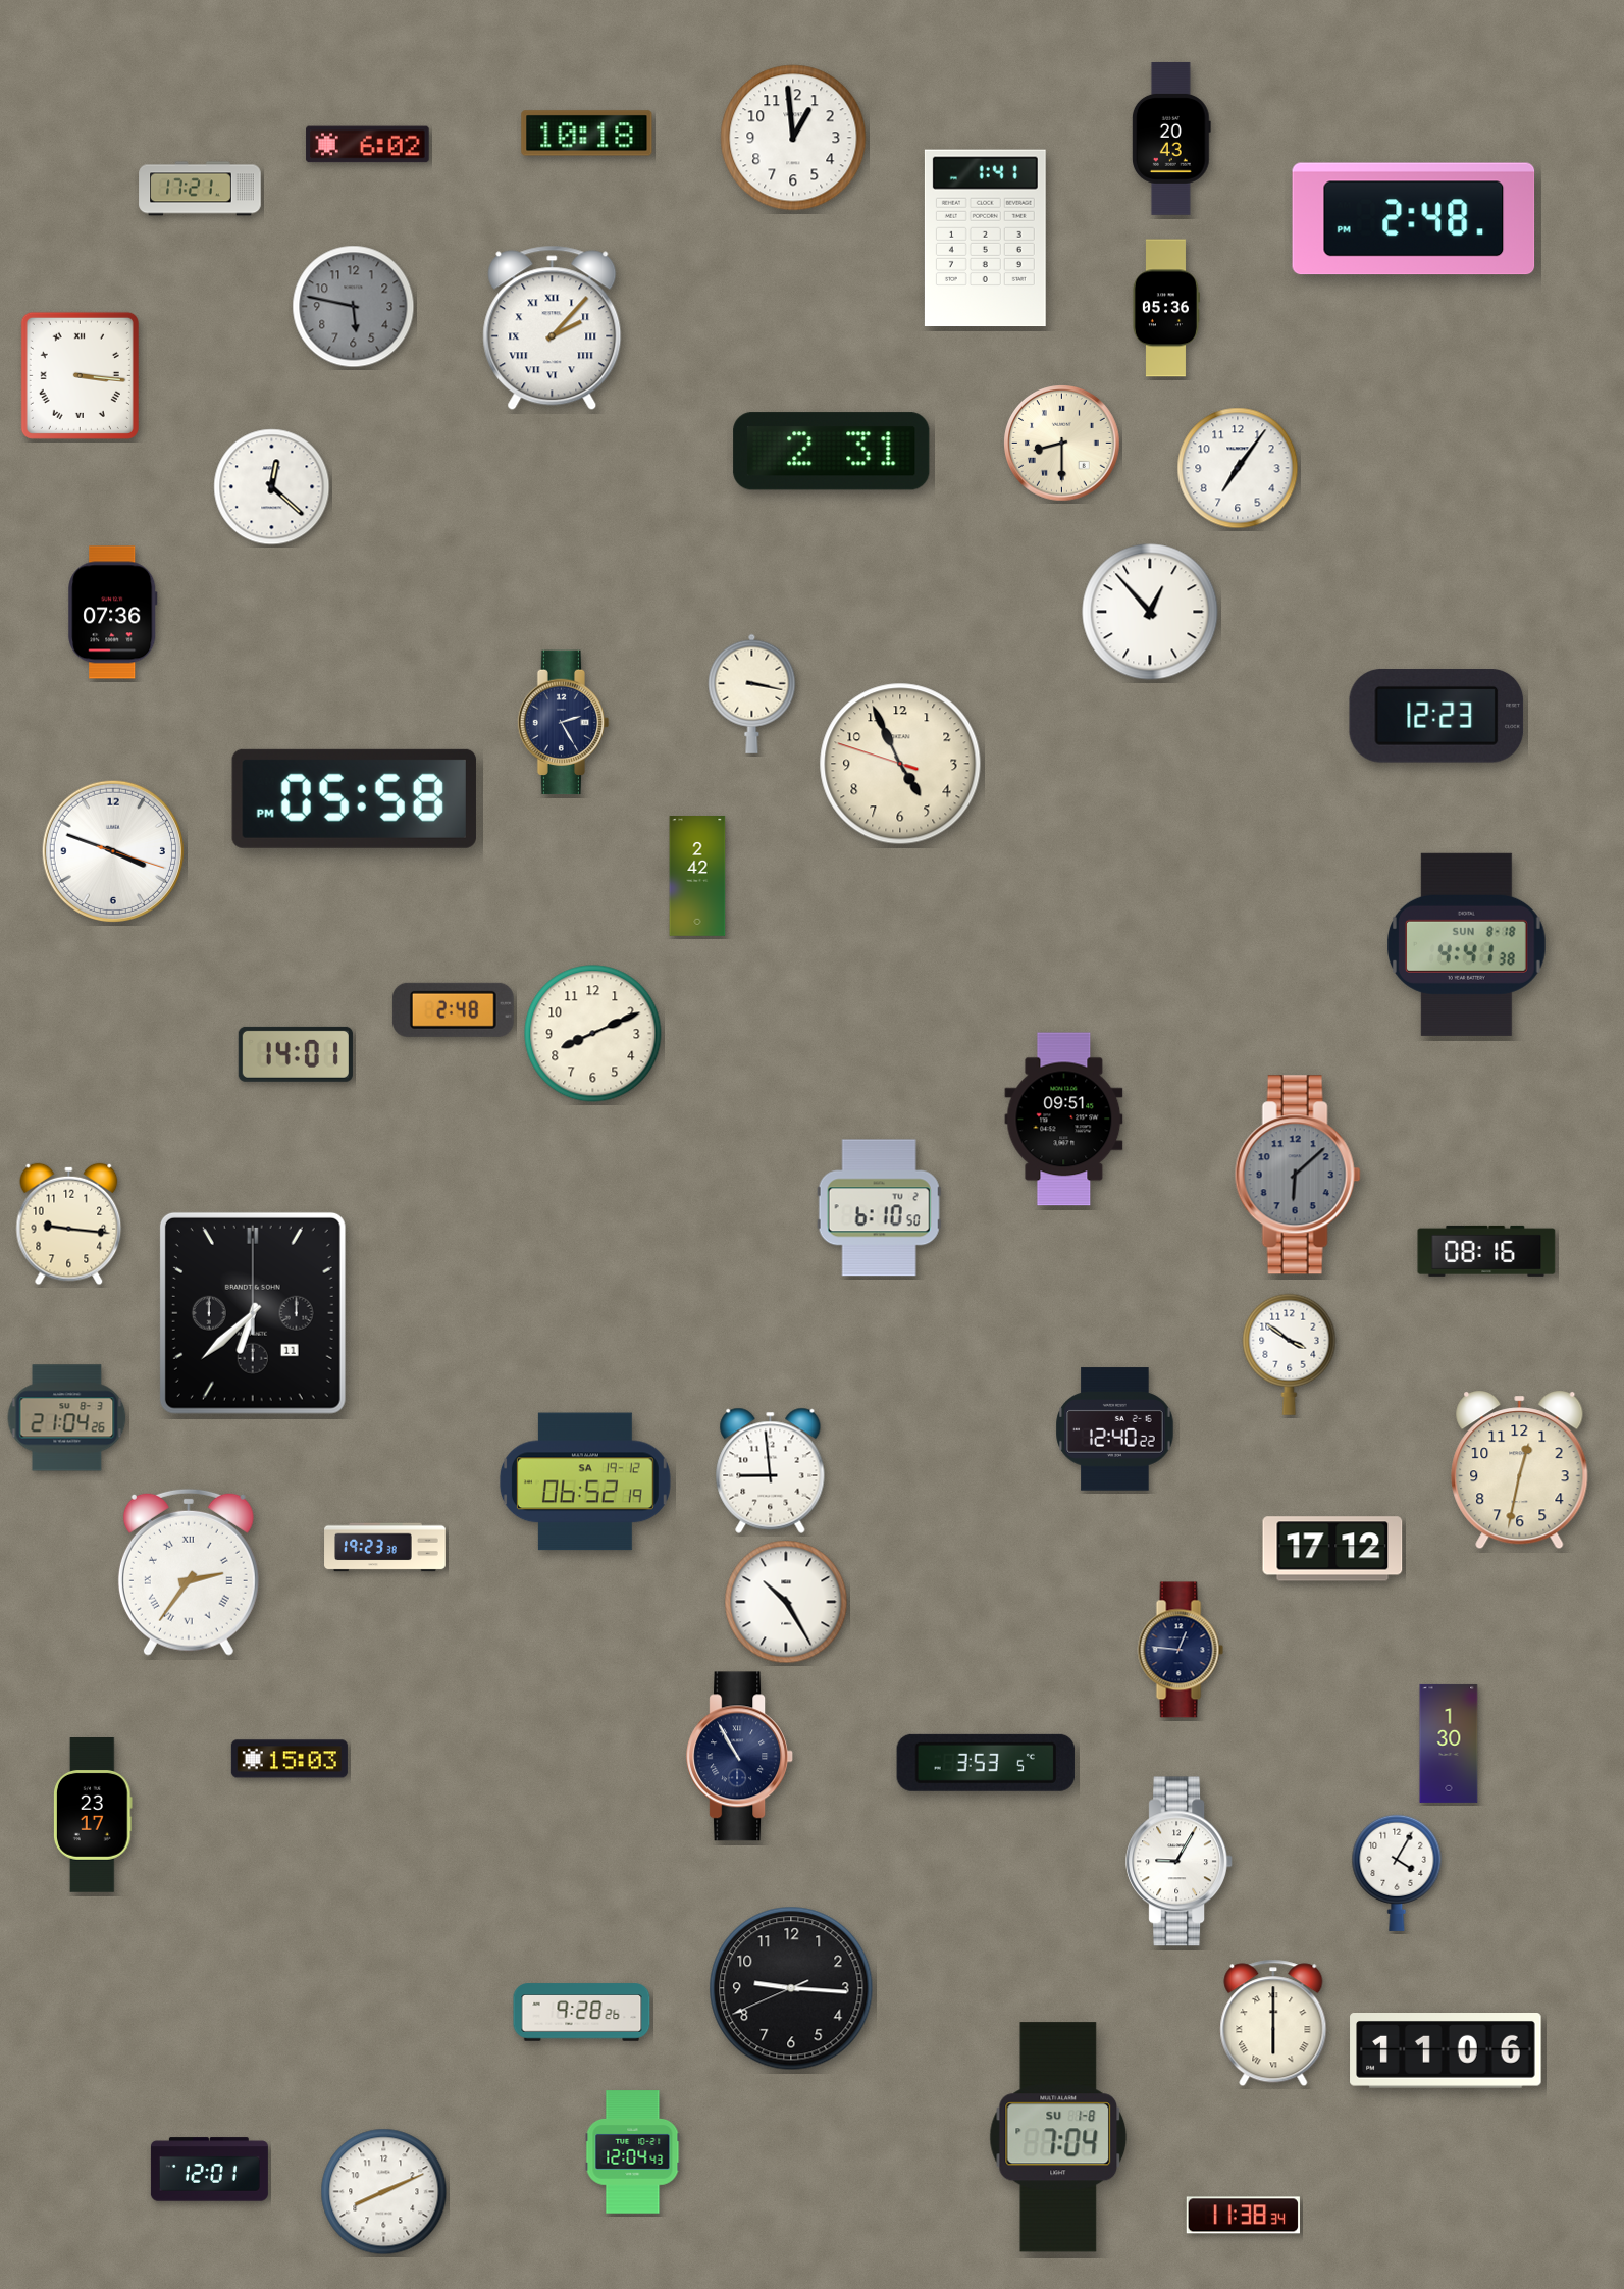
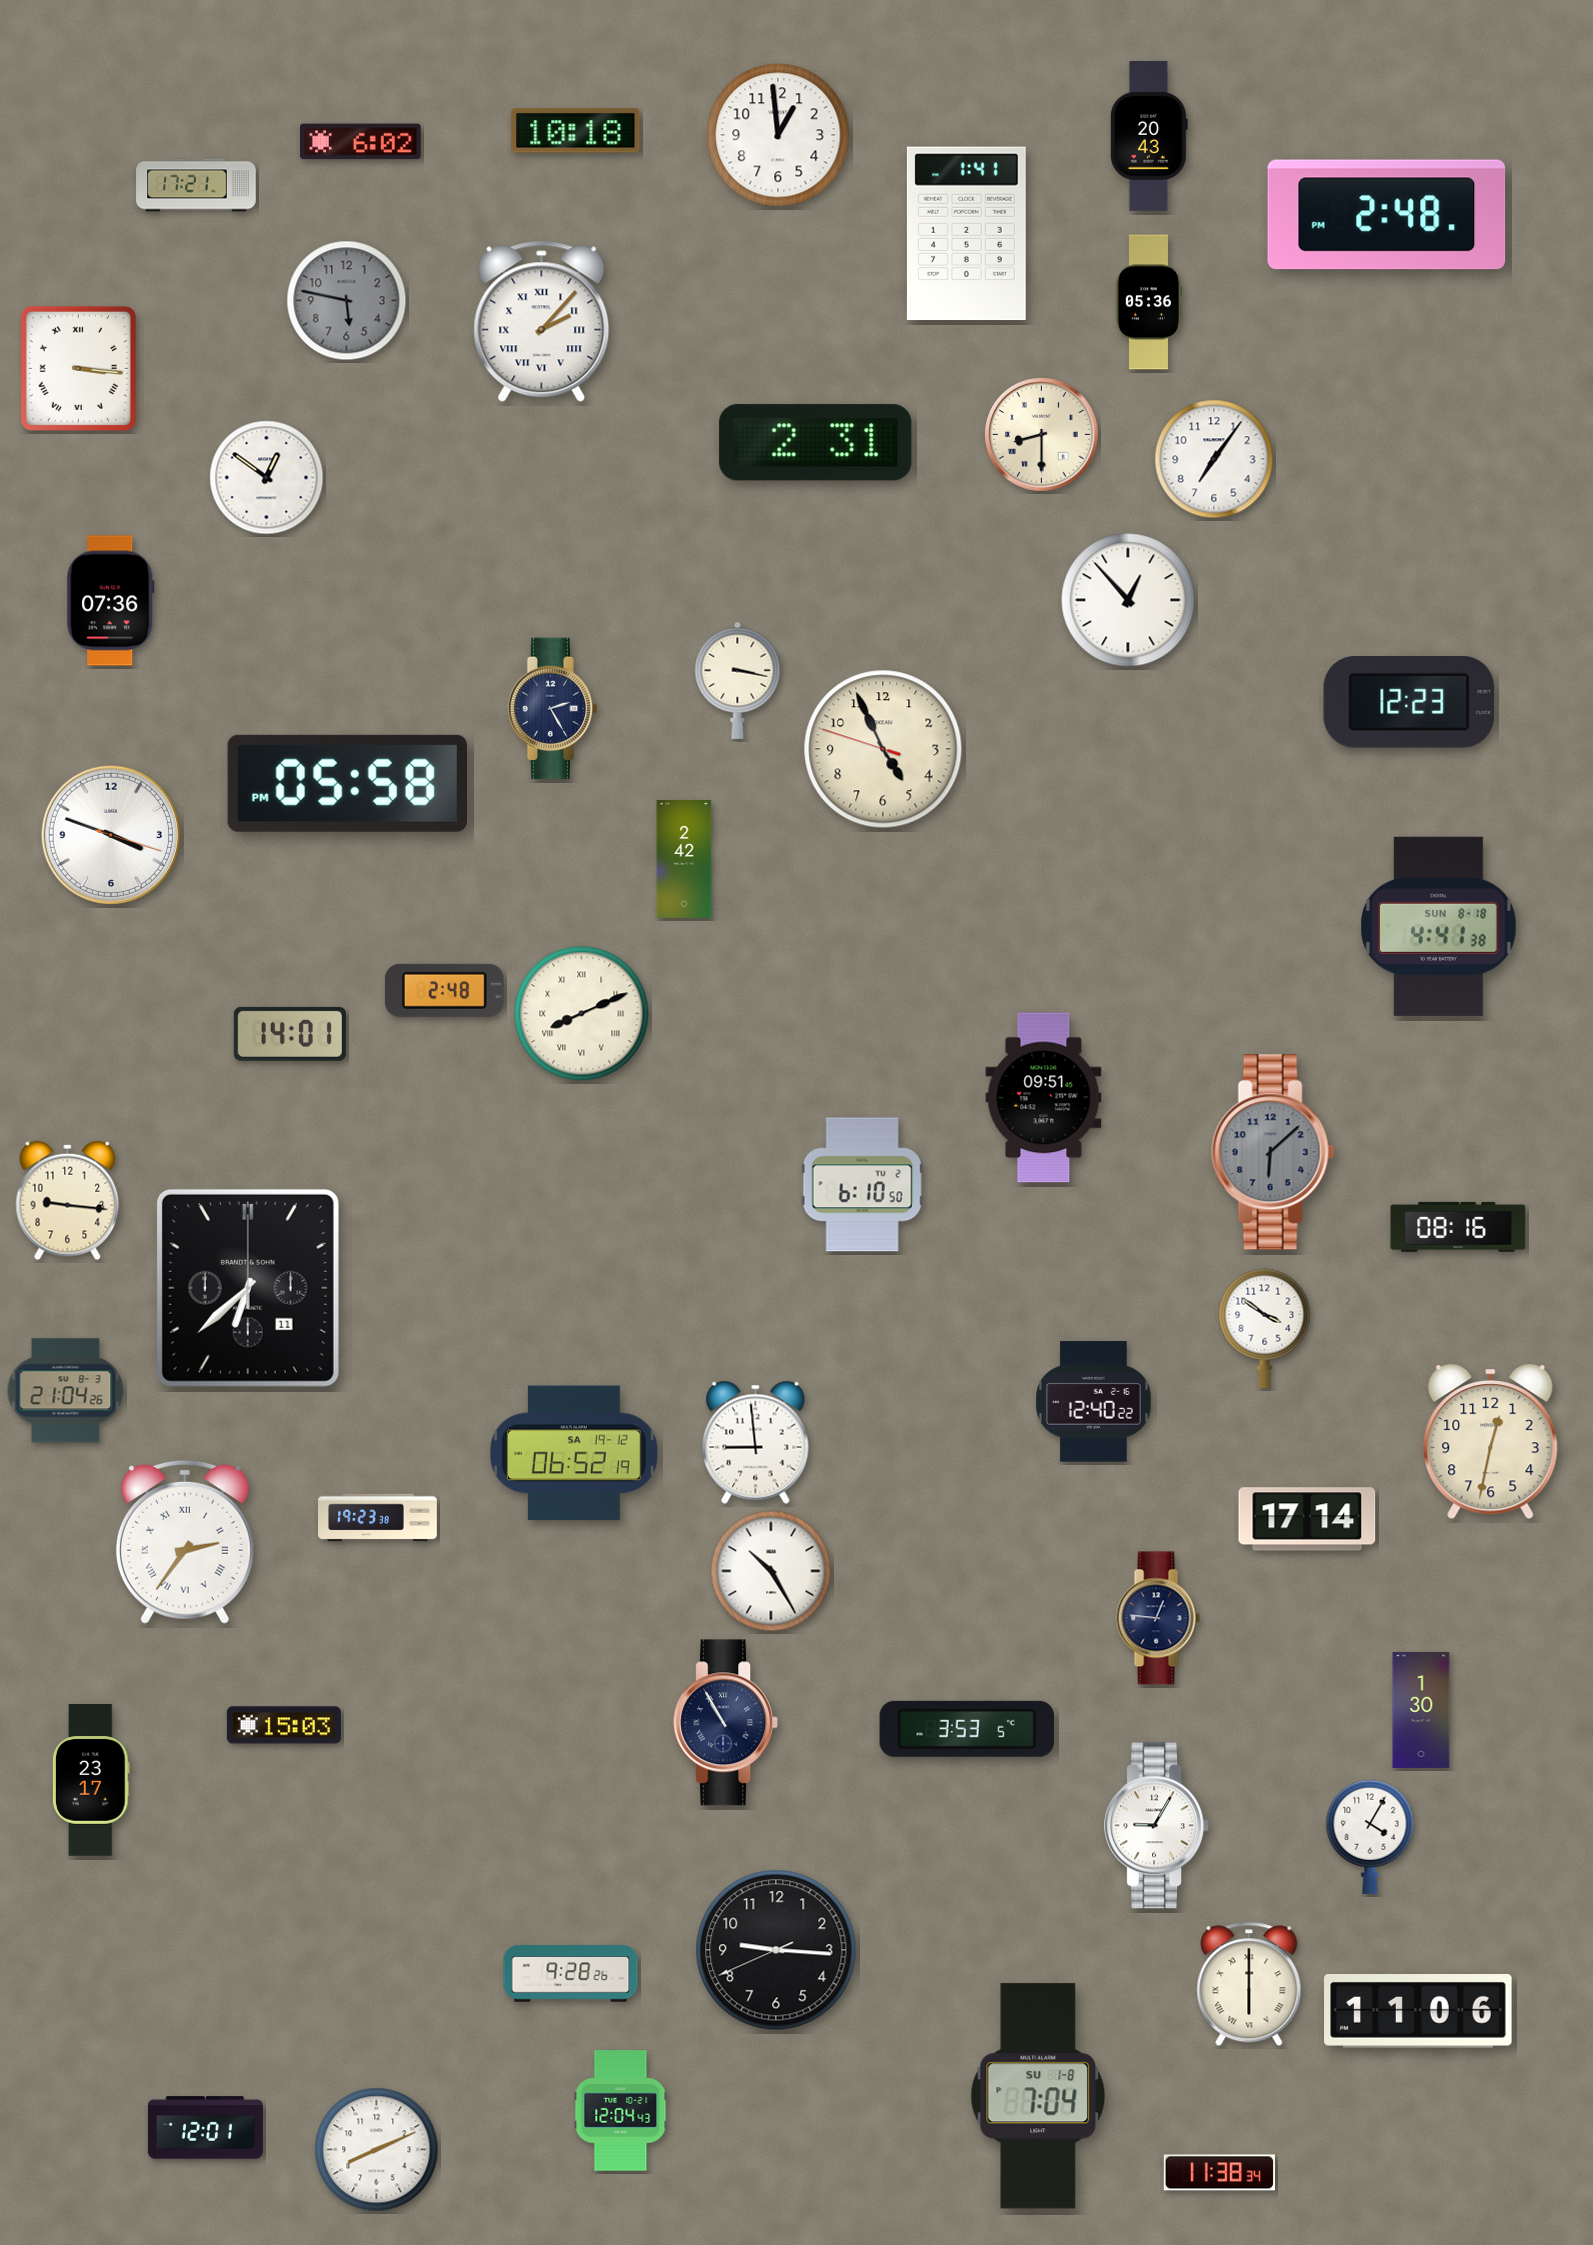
clock at (1165, 308) position: (1165, 308) -> (1148, 302)
clock at (272, 487): 12:22 -> 12:51
clock at (593, 1034) numerals: Arabic -> Roman
clock at (1332, 1549): 17:12 -> 17:14
